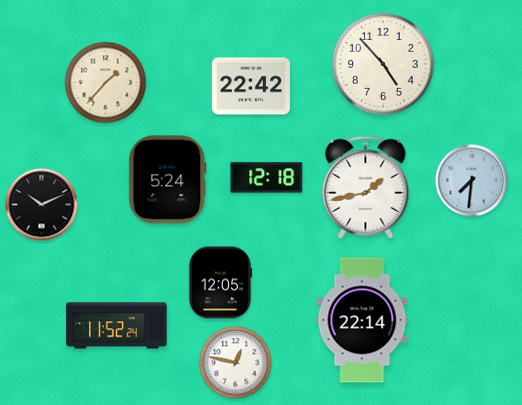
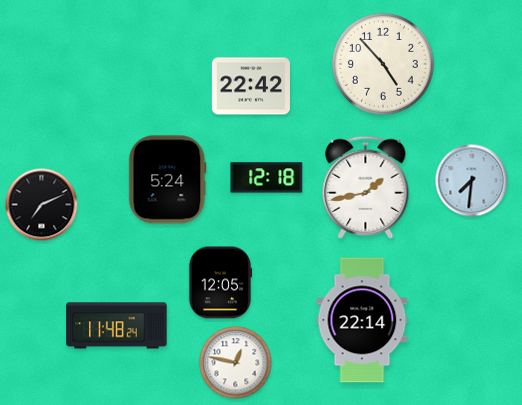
clock at (106, 83): 1:37 -> none
clock at (42, 205): 10:11 -> 7:11
clock at (117, 326): 11:52 -> 11:48
